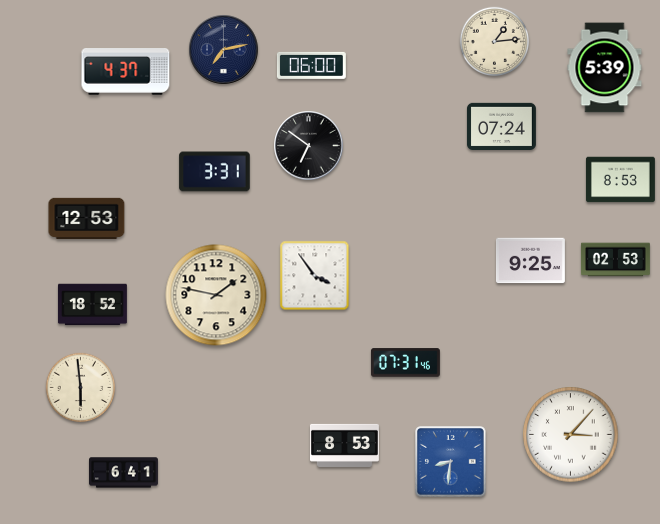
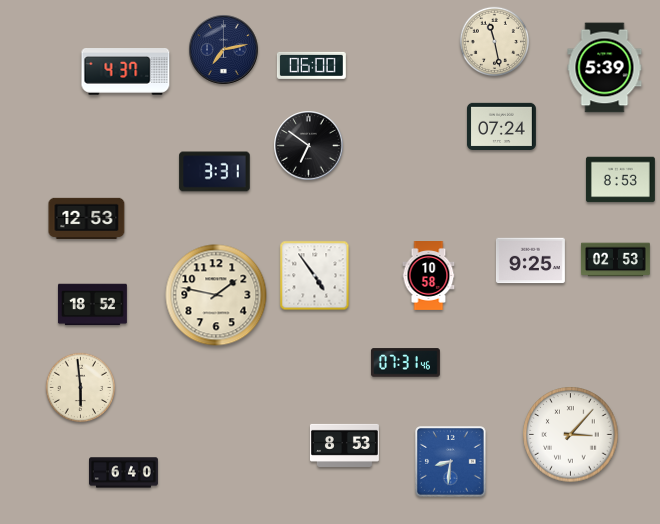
clock at (495, 42): 1:14 -> 11:28
clock at (315, 276): 3:54 -> 4:54
clock at (429, 276): none -> 10:58
clock at (124, 473): 6:41 -> 6:40
